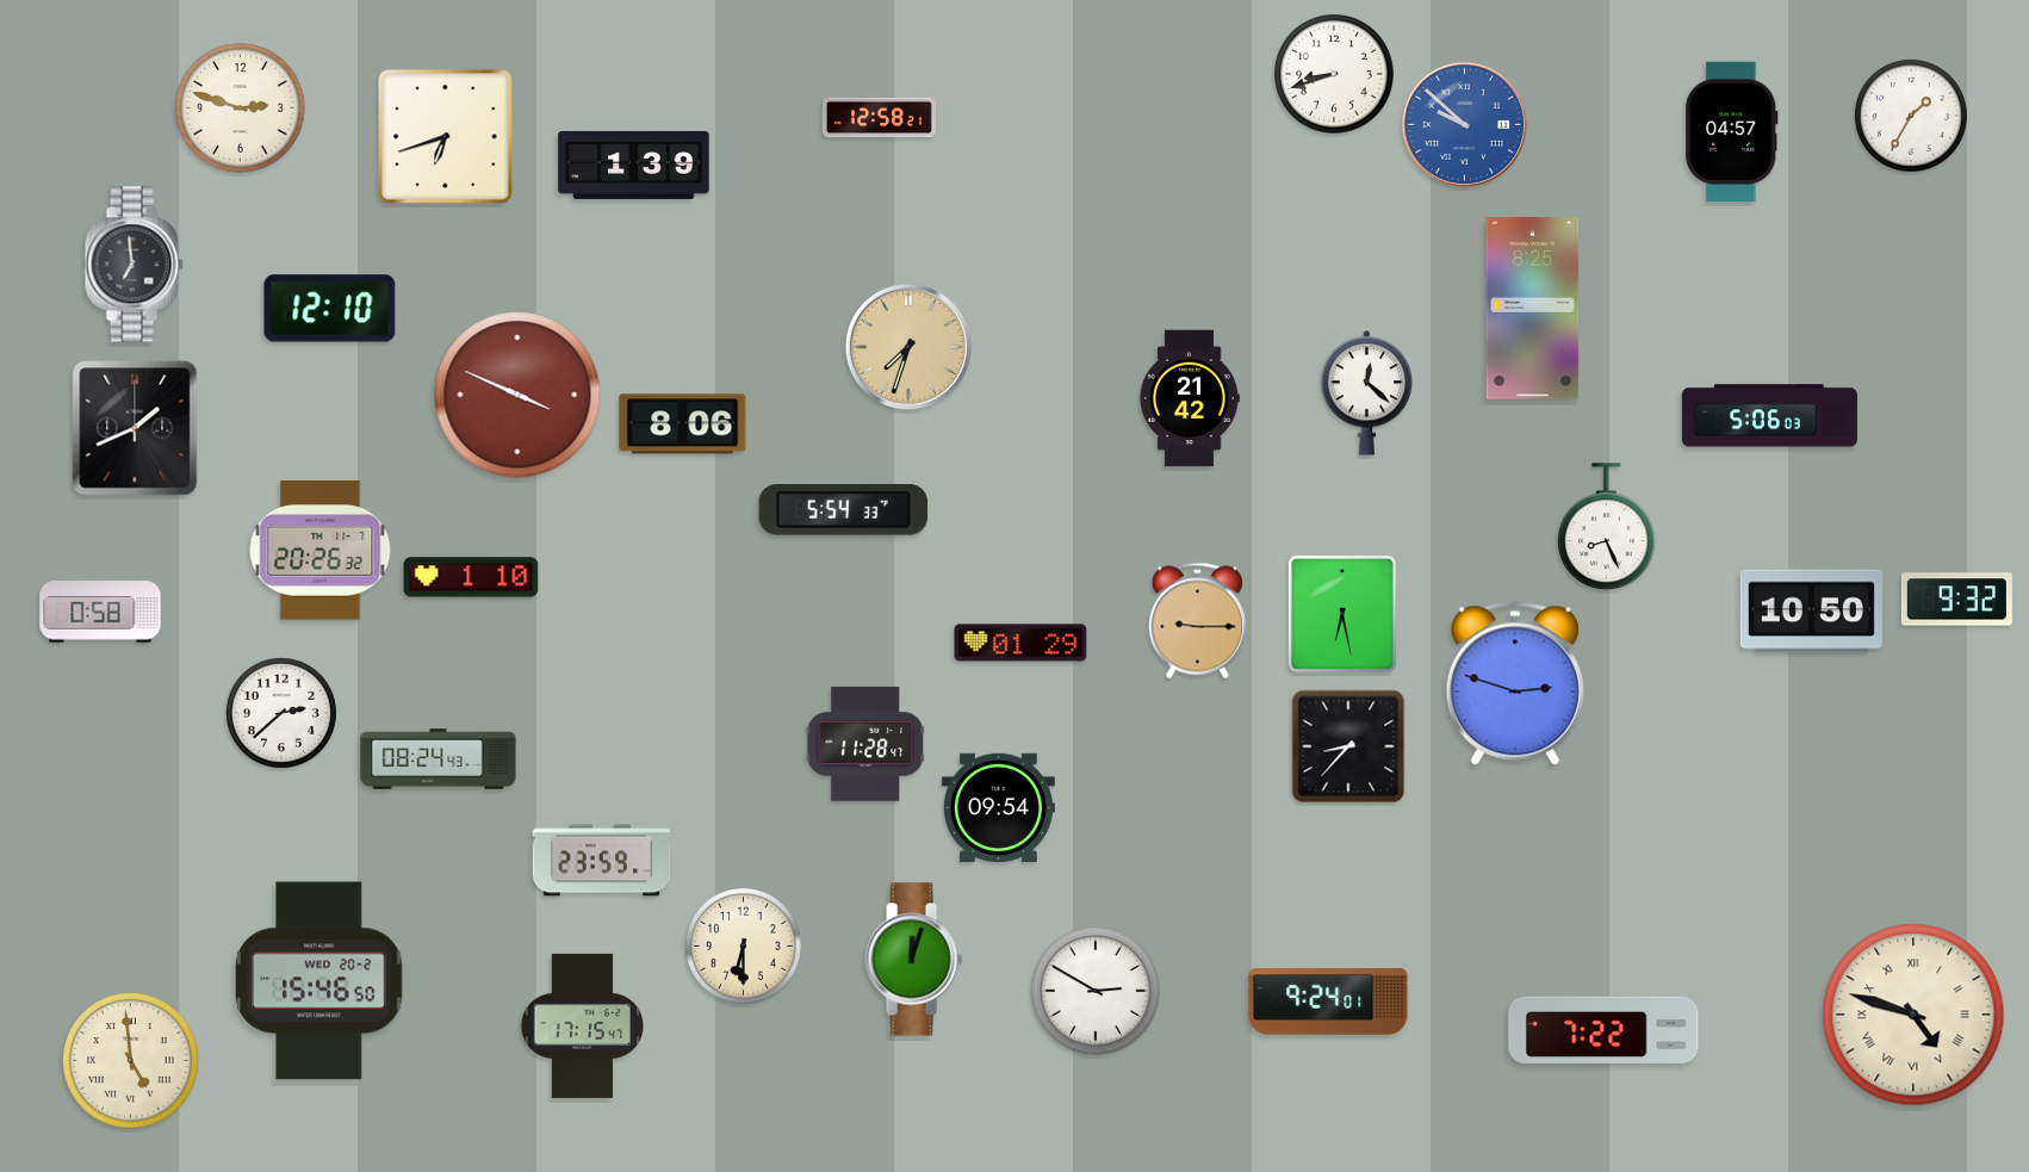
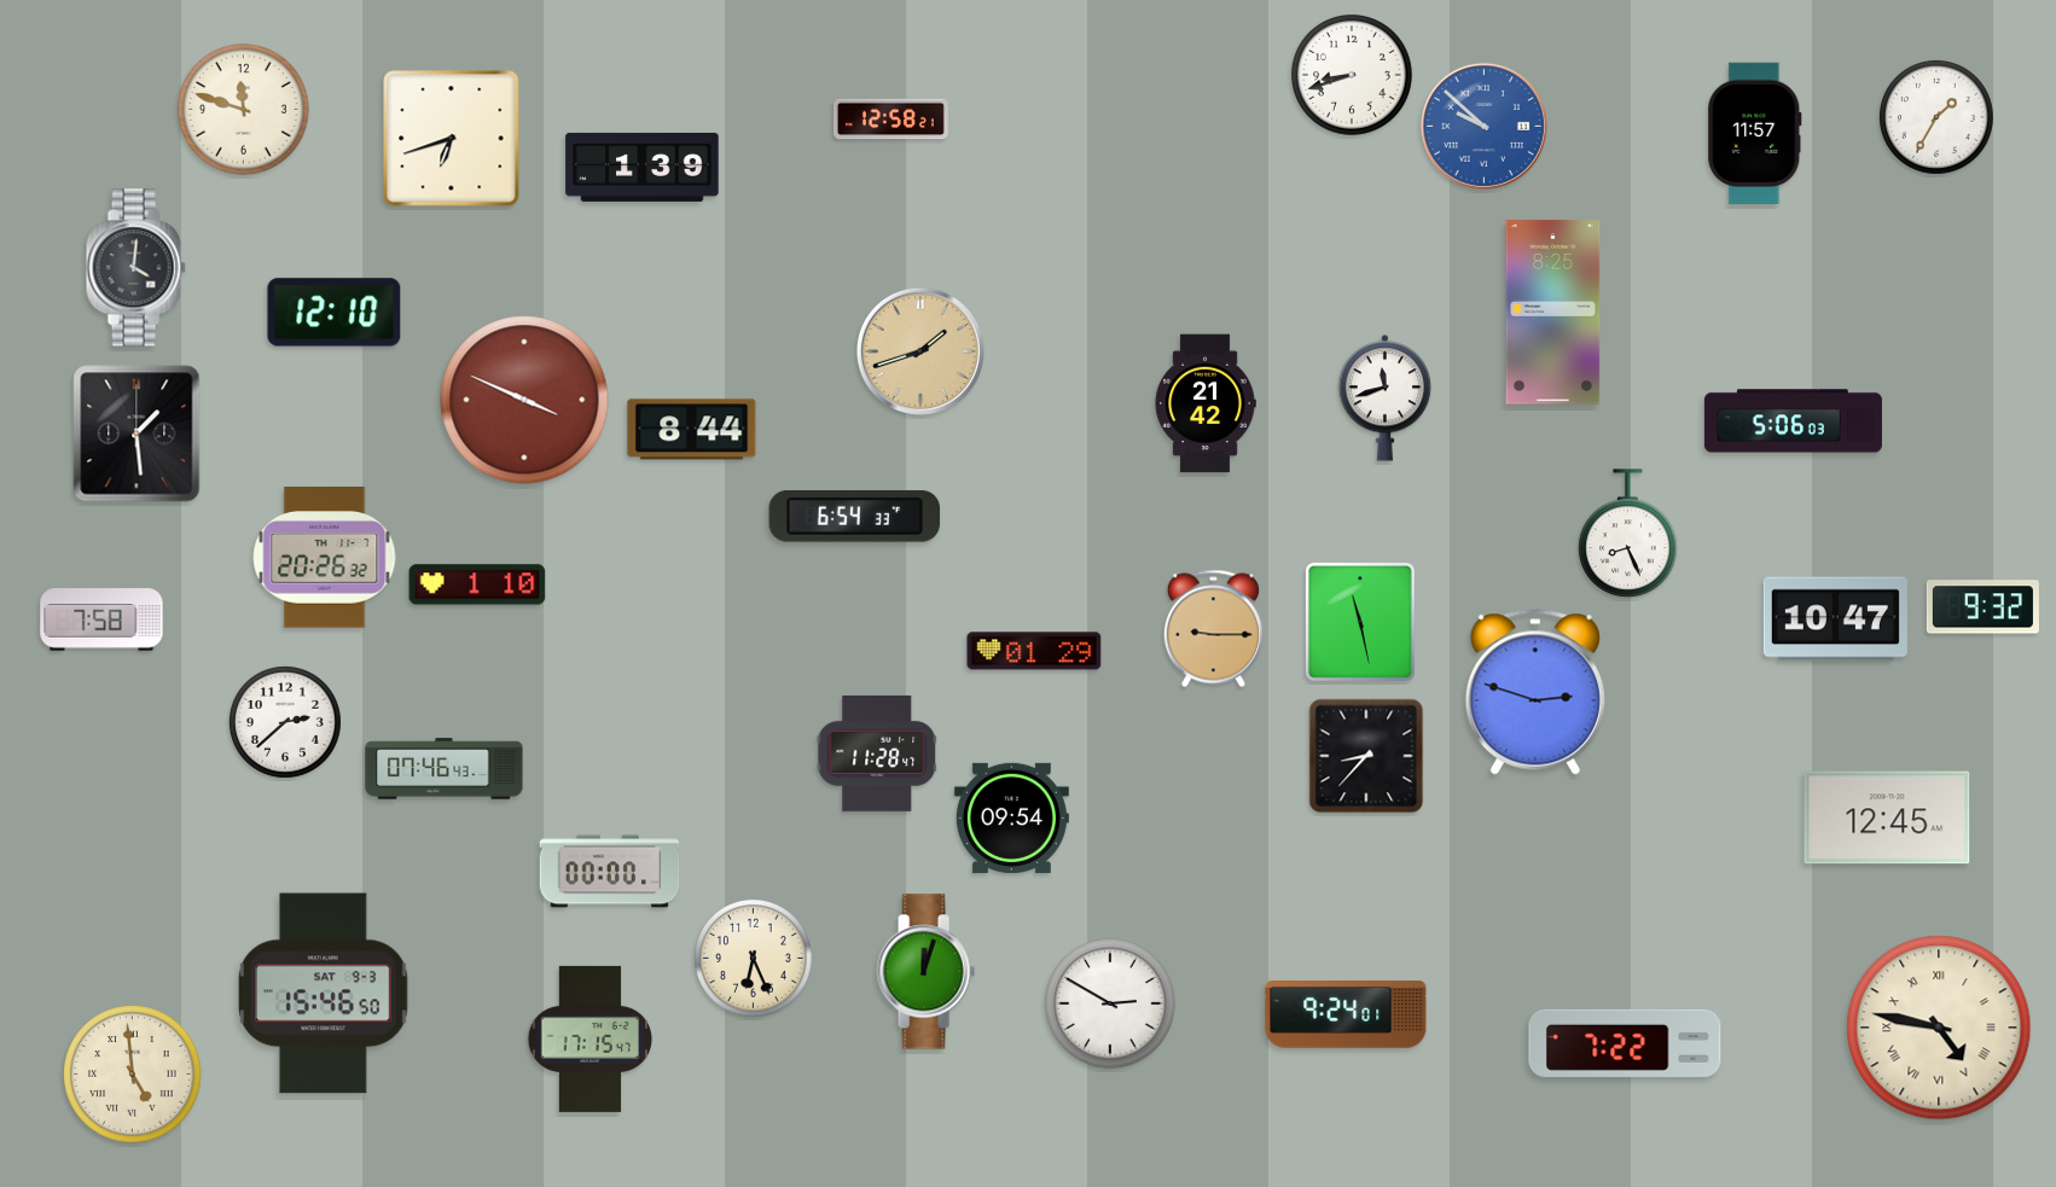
clock at (241, 108): 2:48 -> 11:48
clock at (1732, 131): 04:57 -> 11:57
clock at (134, 265): 6:59 -> 4:01
clock at (908, 347): 7:33 -> 1:42
clock at (1367, 393): 12:22 -> 11:42
clock at (683, 424): 8:06 -> 8:44
clock at (135, 428): 1:41 -> 1:29
clock at (844, 510): 5:54 -> 6:54
clock at (100, 612): 0:58 -> 7:58
clock at (1811, 612): 10:50 -> 10:47
clock at (1342, 614): 6:28 -> 11:28
clock at (439, 759): 08:24 -> 07:46
clock at (1887, 817): none -> 12:45
clock at (602, 861): 23:59 -> 00:00
clock at (744, 947): 6:30 -> 6:26
clock at (319, 981) date: WED 20-2 -> SAT 9-3
clock at (1913, 1015): 4:48 -> 4:47
